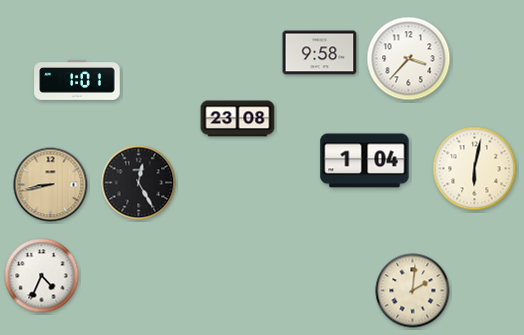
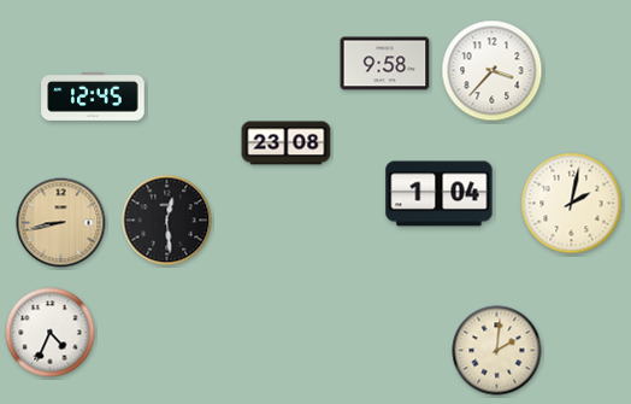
clock at (77, 80): 1:01 -> 12:45
clock at (475, 169): 6:02 -> 2:02
clock at (139, 183): 12:25 -> 12:29
